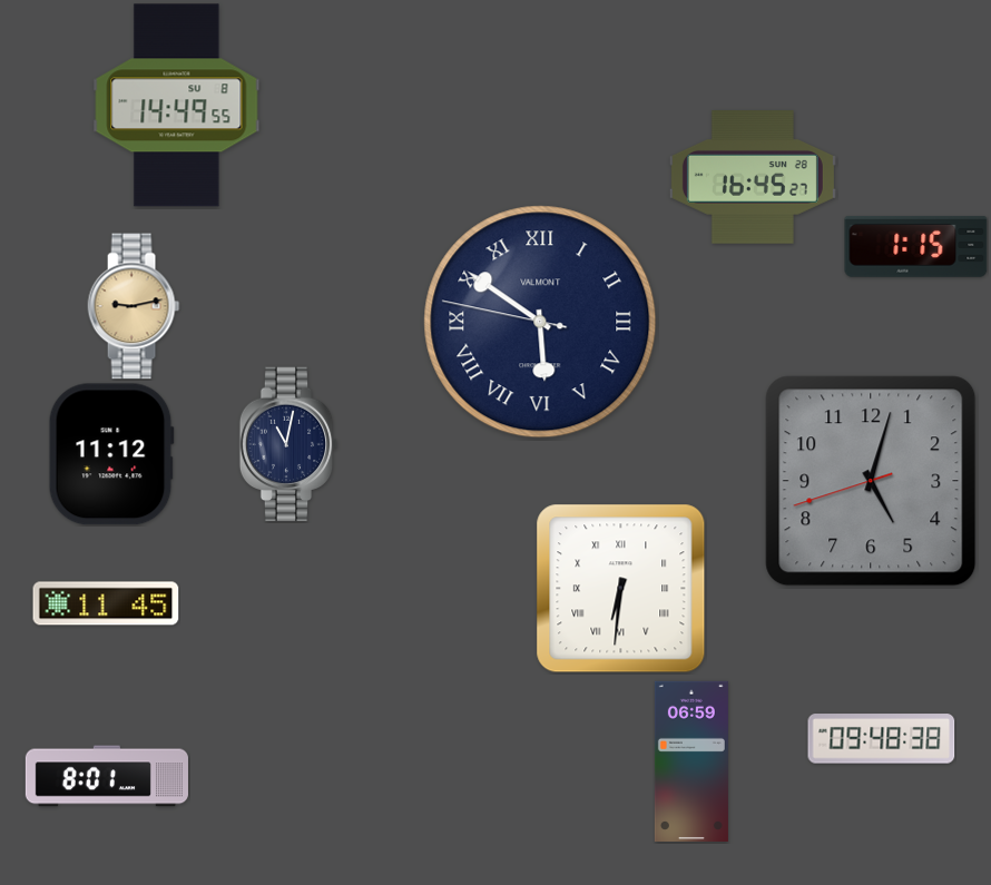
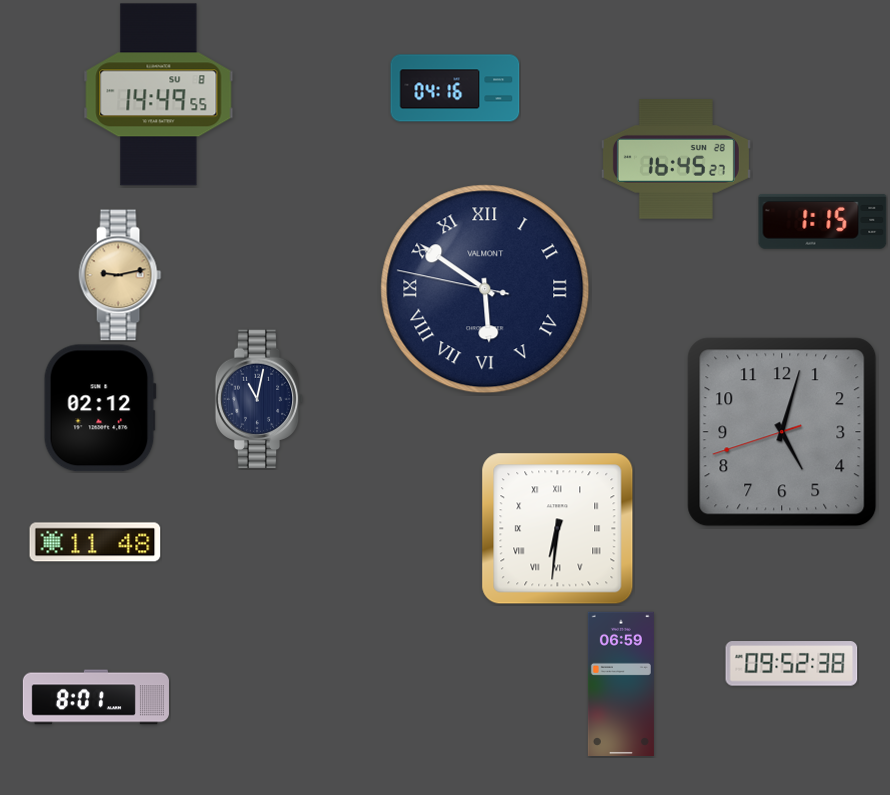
clock at (455, 88): none -> 04:16
clock at (111, 454): 11:12 -> 02:12
clock at (106, 603): 11:45 -> 11:48
clock at (882, 739): 09:48 -> 09:52
